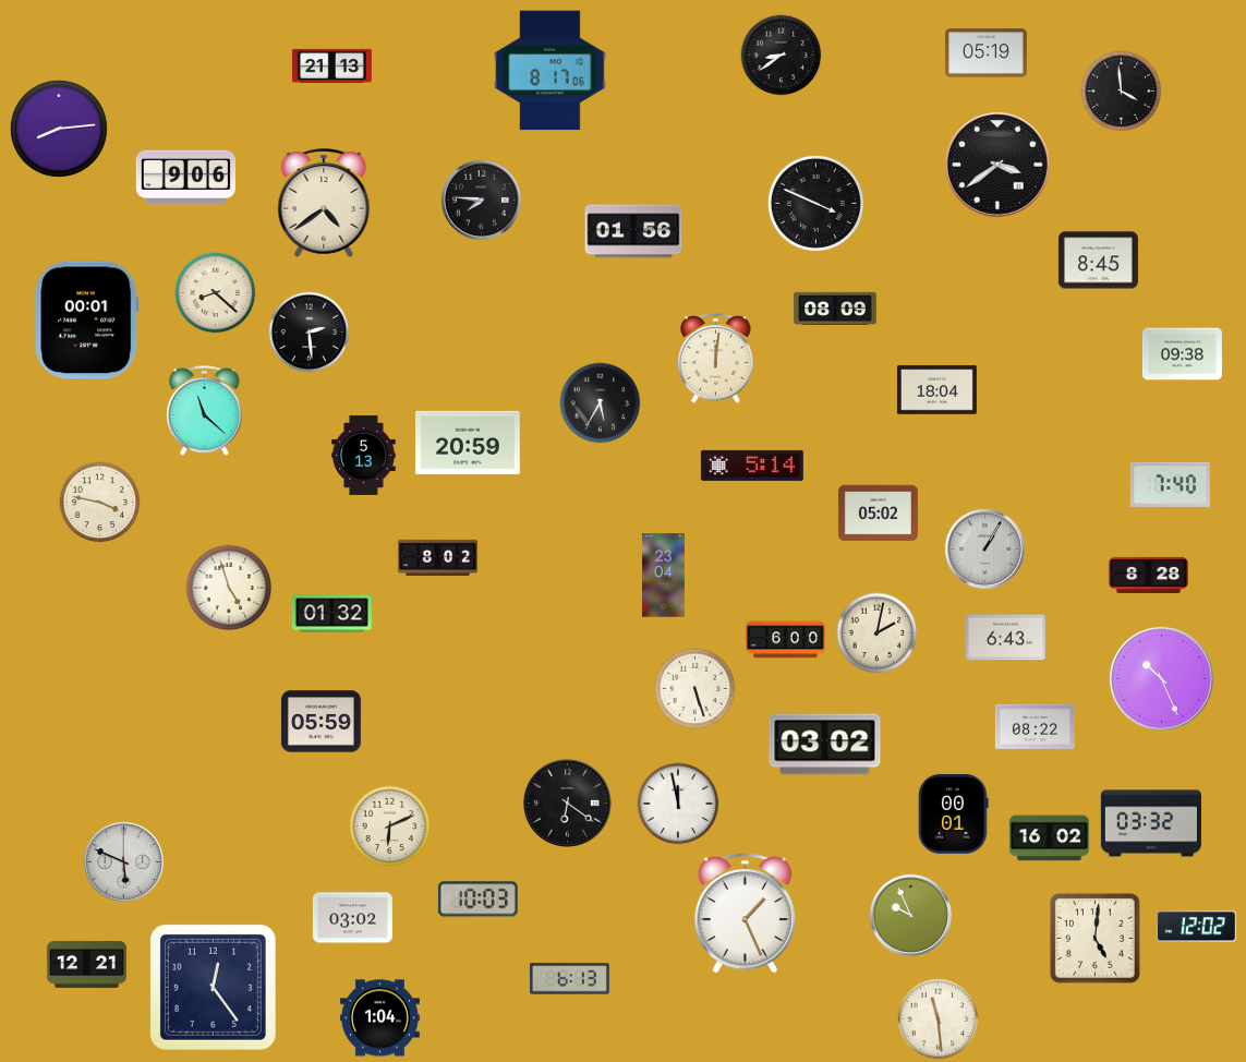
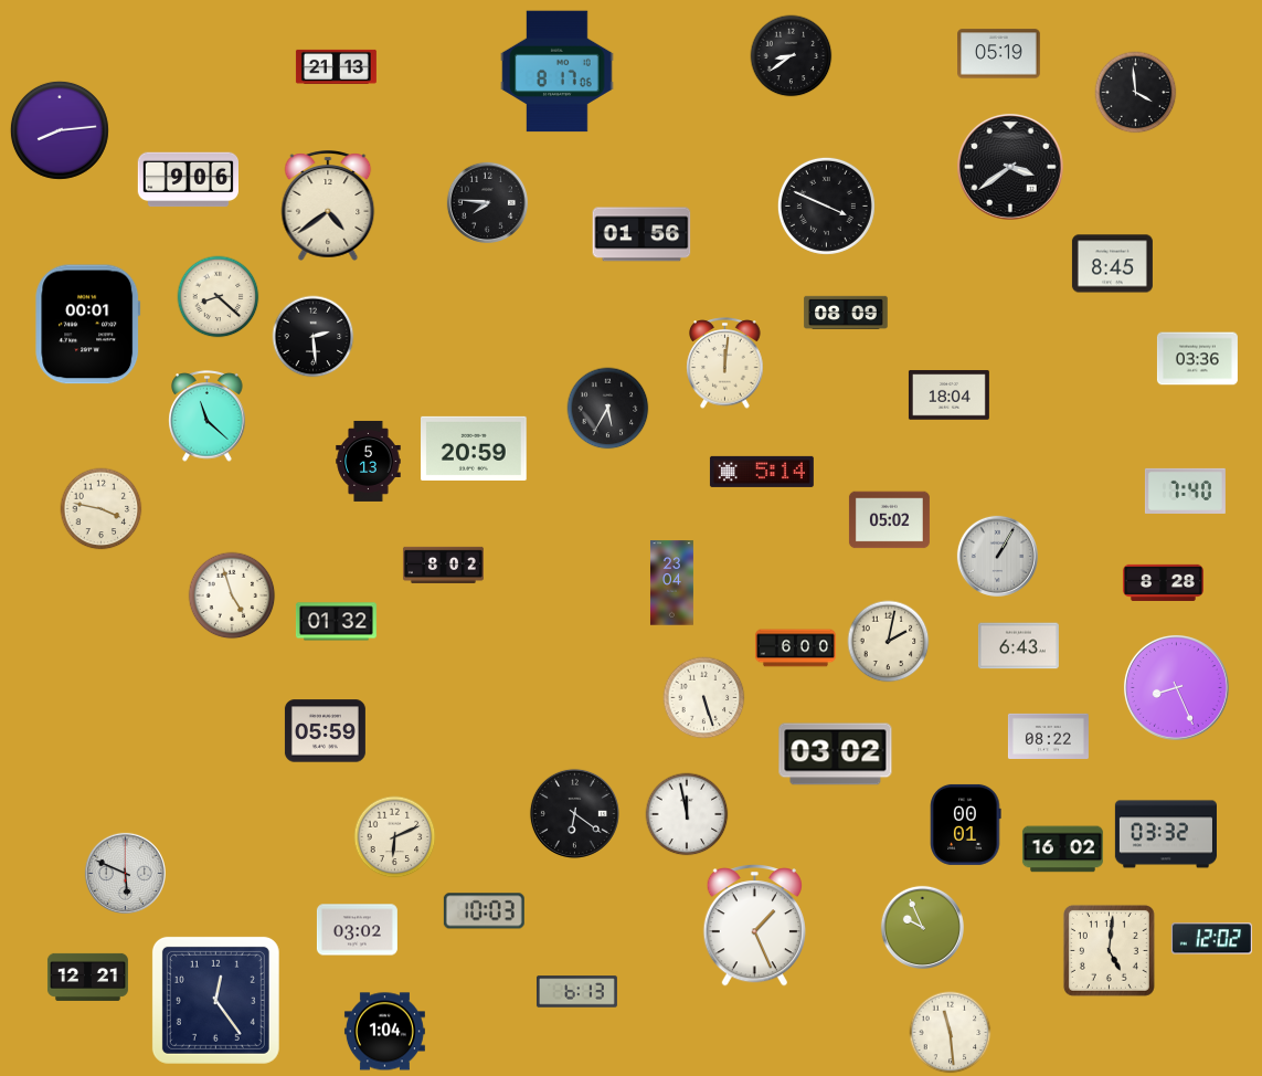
clock at (1182, 354): 09:38 -> 03:36
clock at (1161, 678): 10:26 -> 8:26
